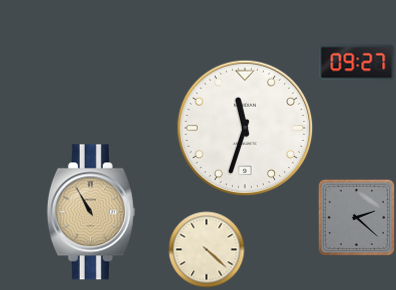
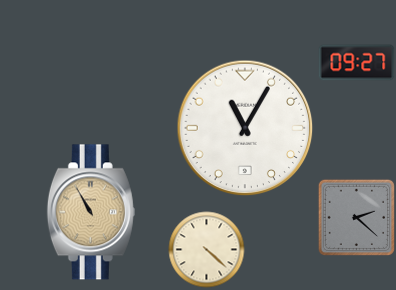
clock at (245, 128): 11:33 -> 11:05
